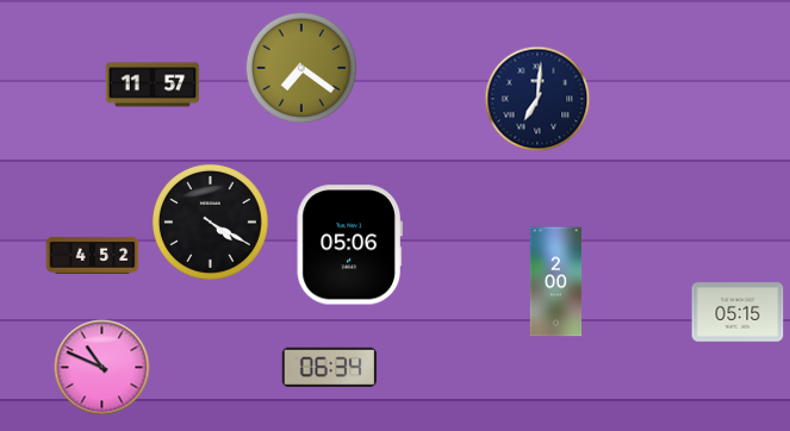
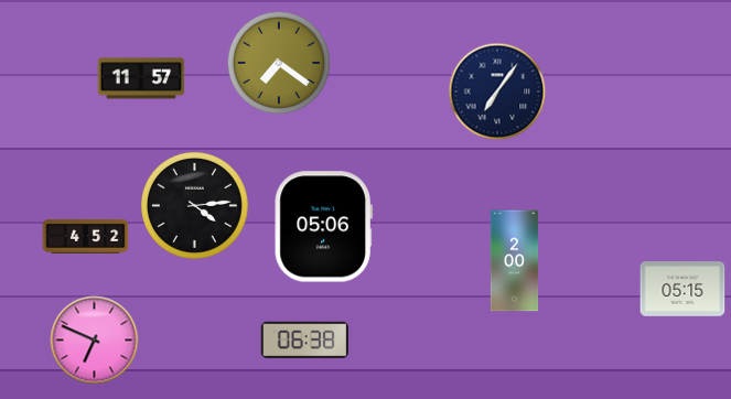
clock at (537, 99): 7:01 -> 7:06
clock at (210, 221): 4:20 -> 4:14
clock at (329, 367): 06:34 -> 06:38
clock at (102, 368): 10:49 -> 6:49
